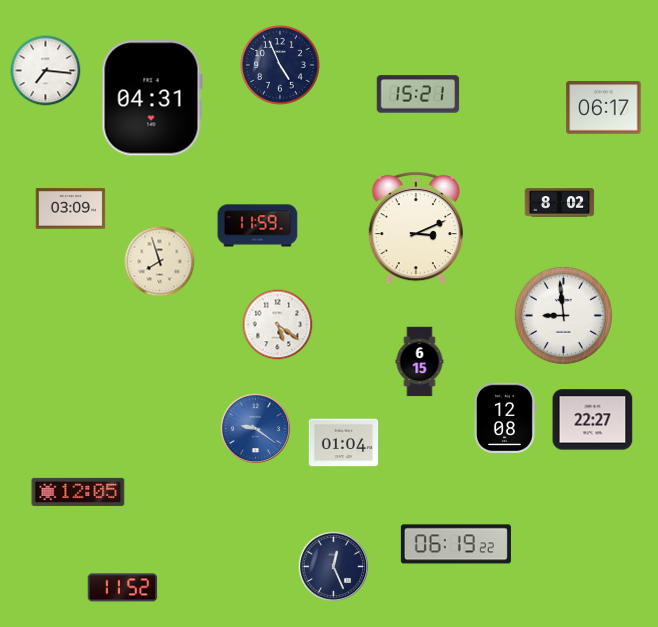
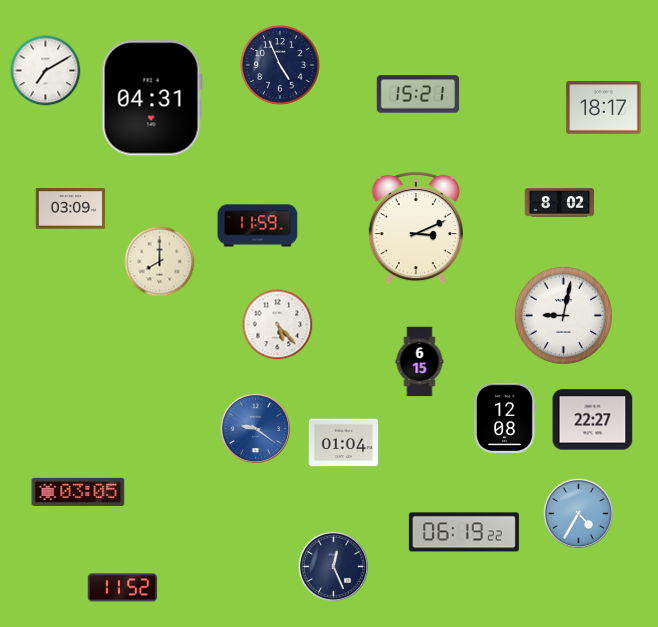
clock at (46, 71): 7:16 -> 7:10
clock at (604, 108): 06:17 -> 18:17
clock at (160, 262): 7:57 -> 8:00
clock at (563, 315): 8:59 -> 9:02
clock at (278, 325): 5:21 -> 5:23
clock at (78, 492): 12:05 -> 03:05
clock at (578, 513): none -> 4:35
clock at (456, 544) position: (456, 544) -> (464, 532)
